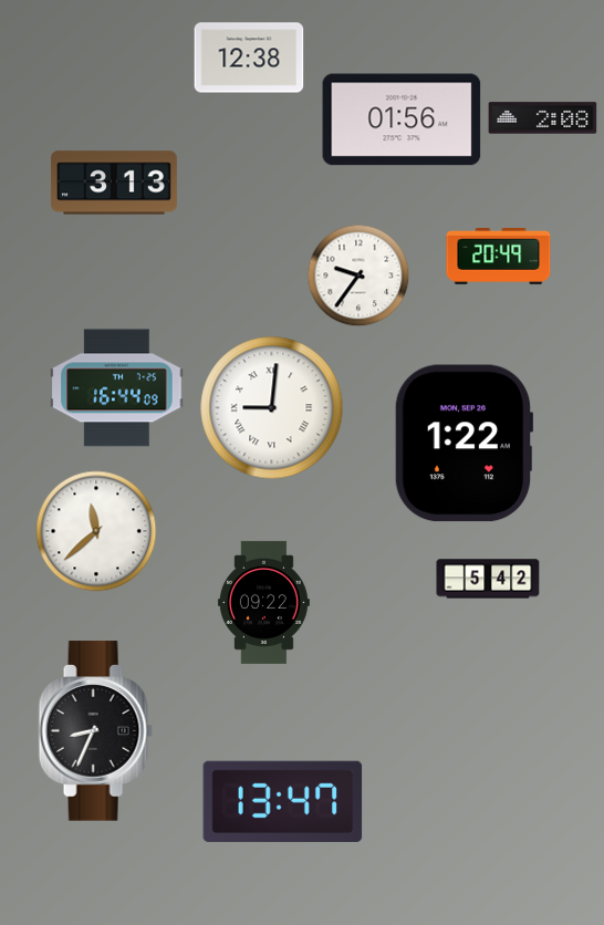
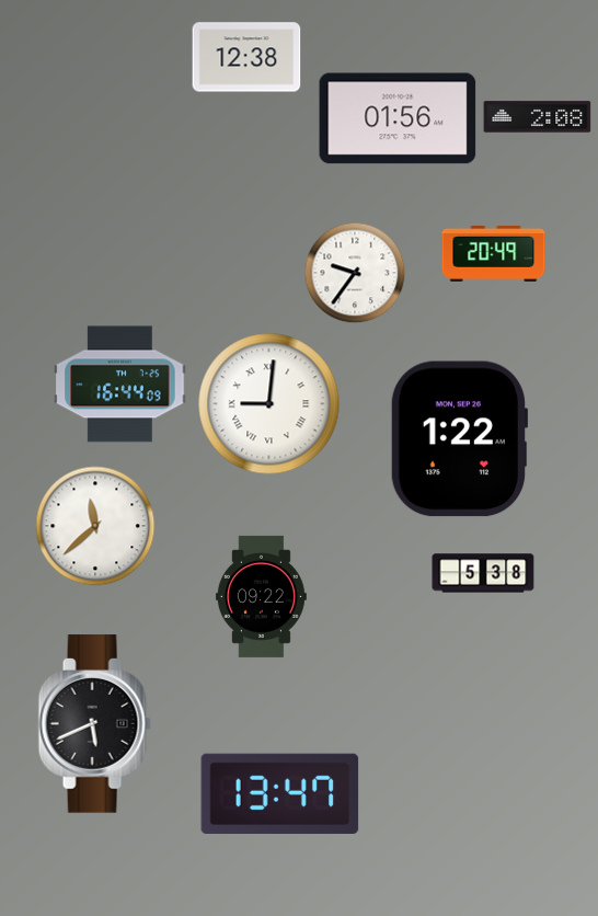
clock at (114, 183): 3:13 -> none
clock at (117, 388) position: (117, 388) -> (120, 385)
clock at (488, 579): 5:42 -> 5:38
clock at (95, 731): 8:34 -> 5:41
